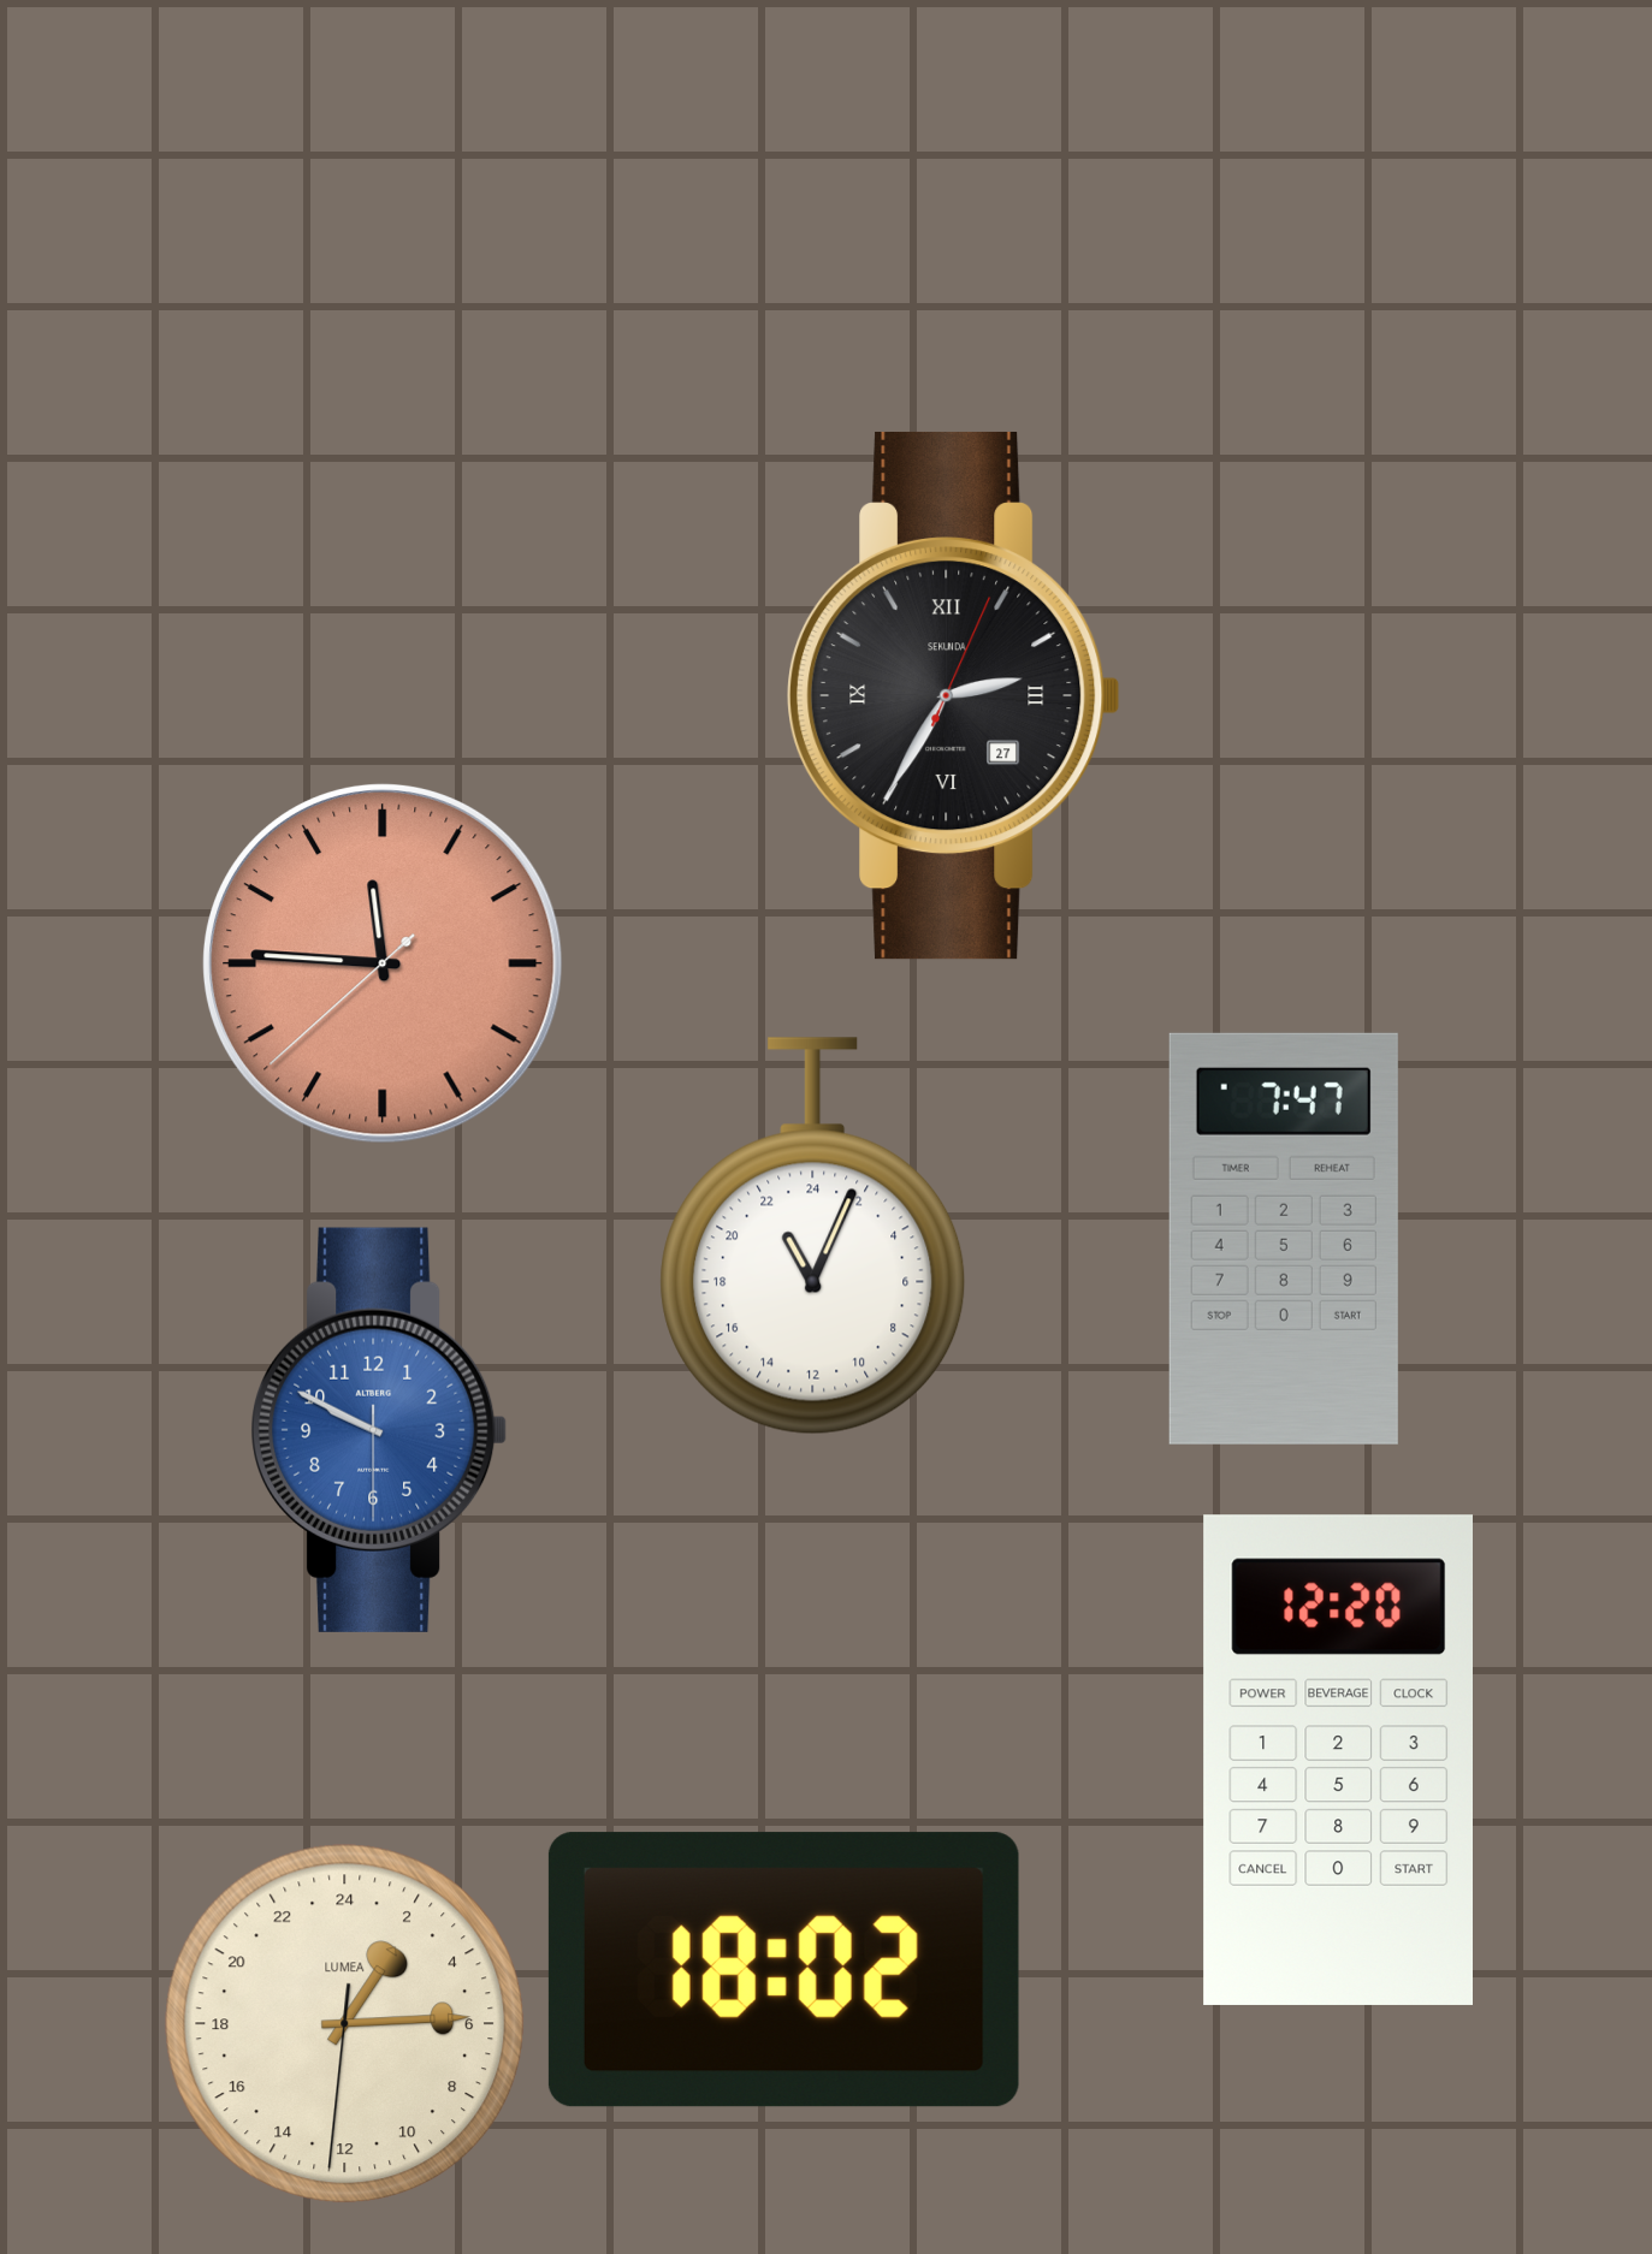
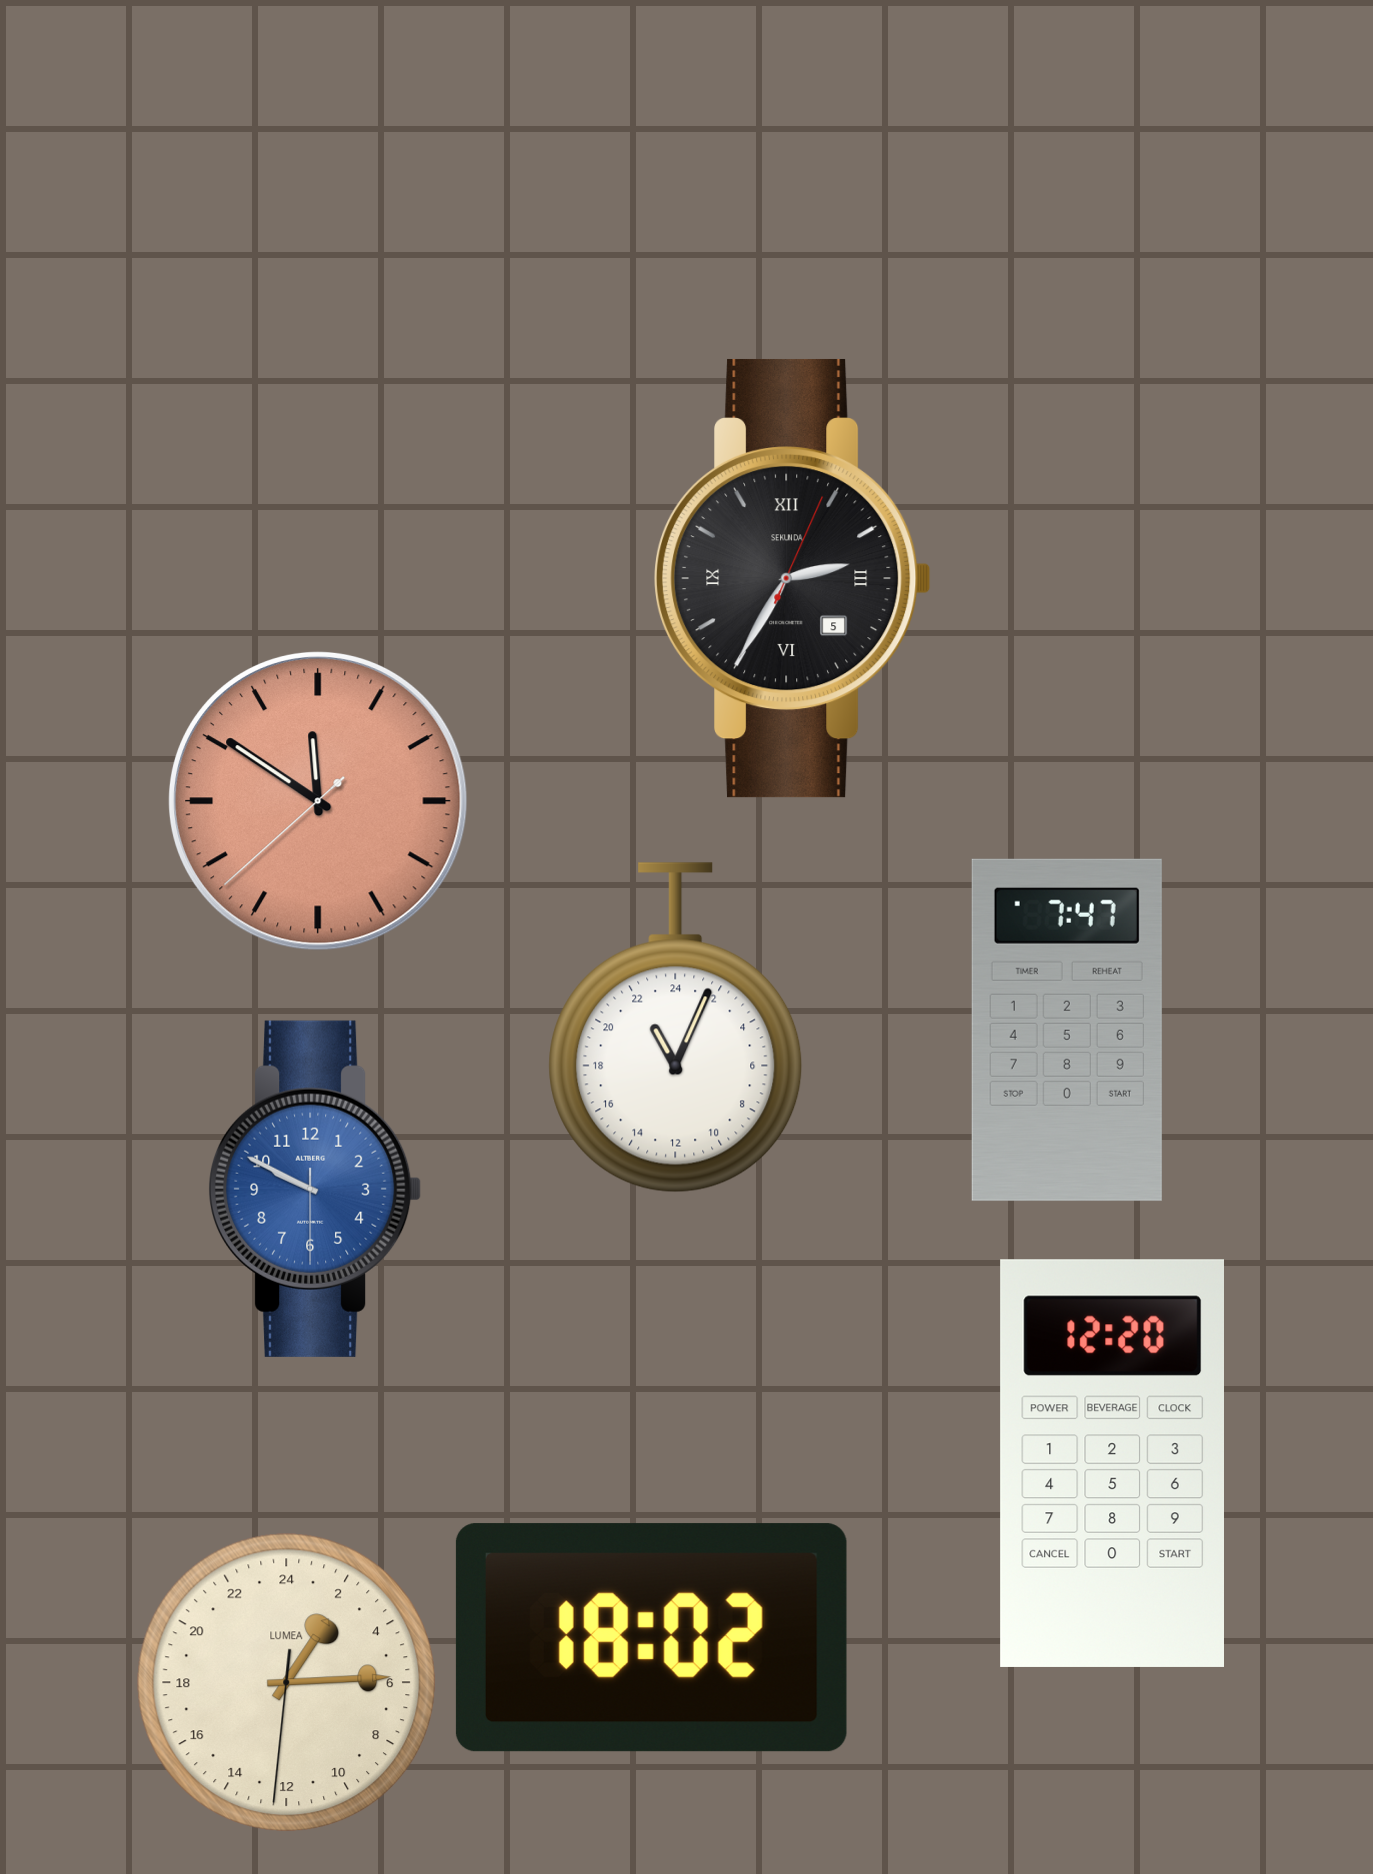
clock at (954, 695) date: 27 -> 5
clock at (383, 963): 11:45 -> 11:50
